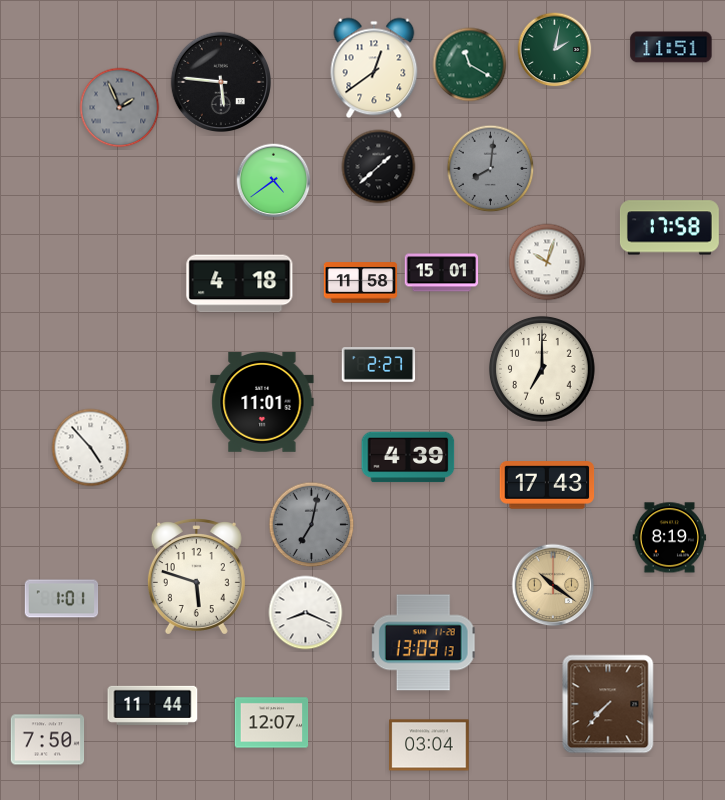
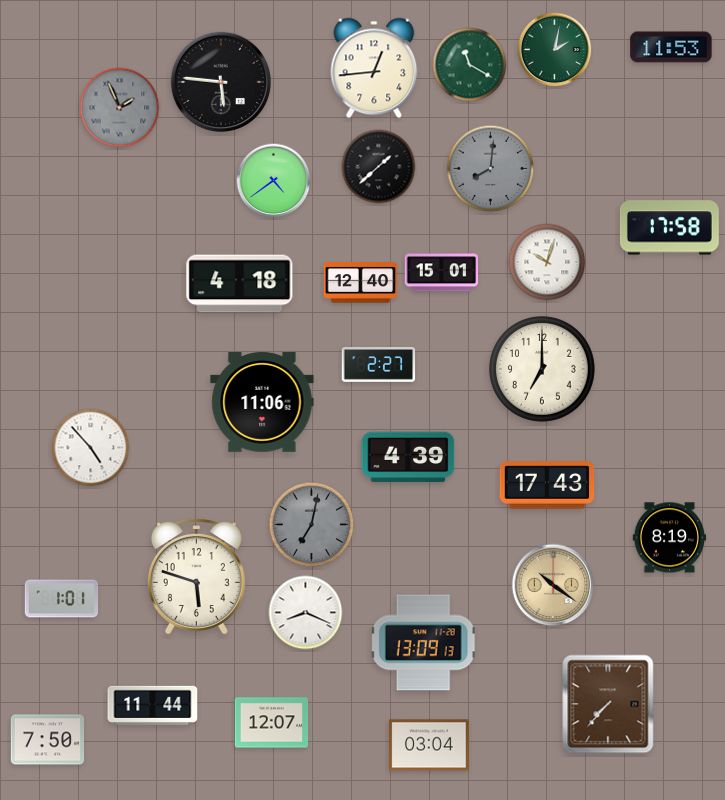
clock at (671, 47): 11:51 -> 11:53
clock at (374, 68): 12:39 -> 12:44
clock at (361, 283): 11:58 -> 12:40
clock at (262, 402): 11:01 -> 11:06
